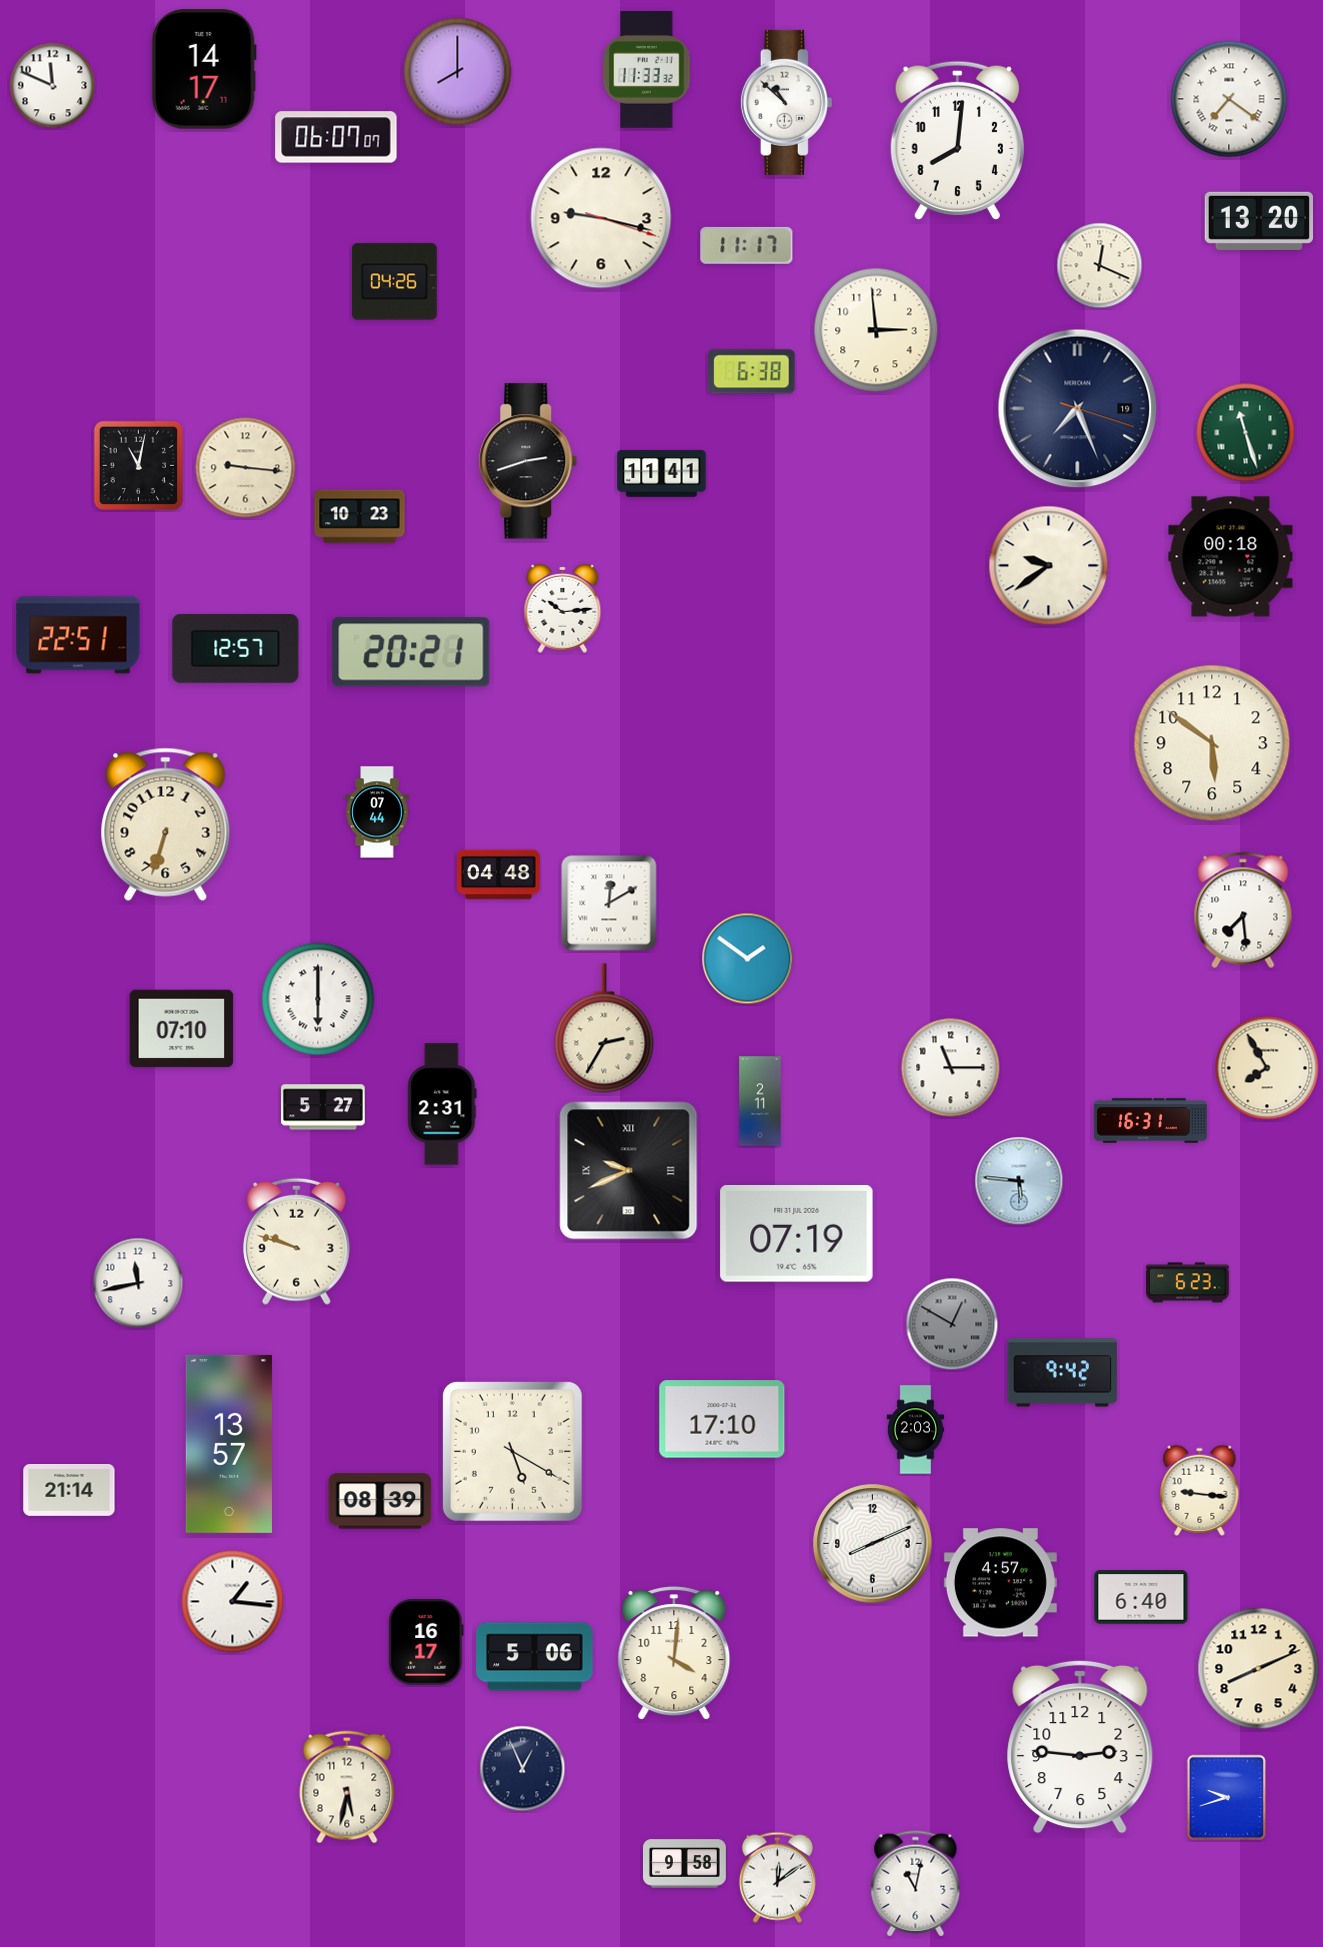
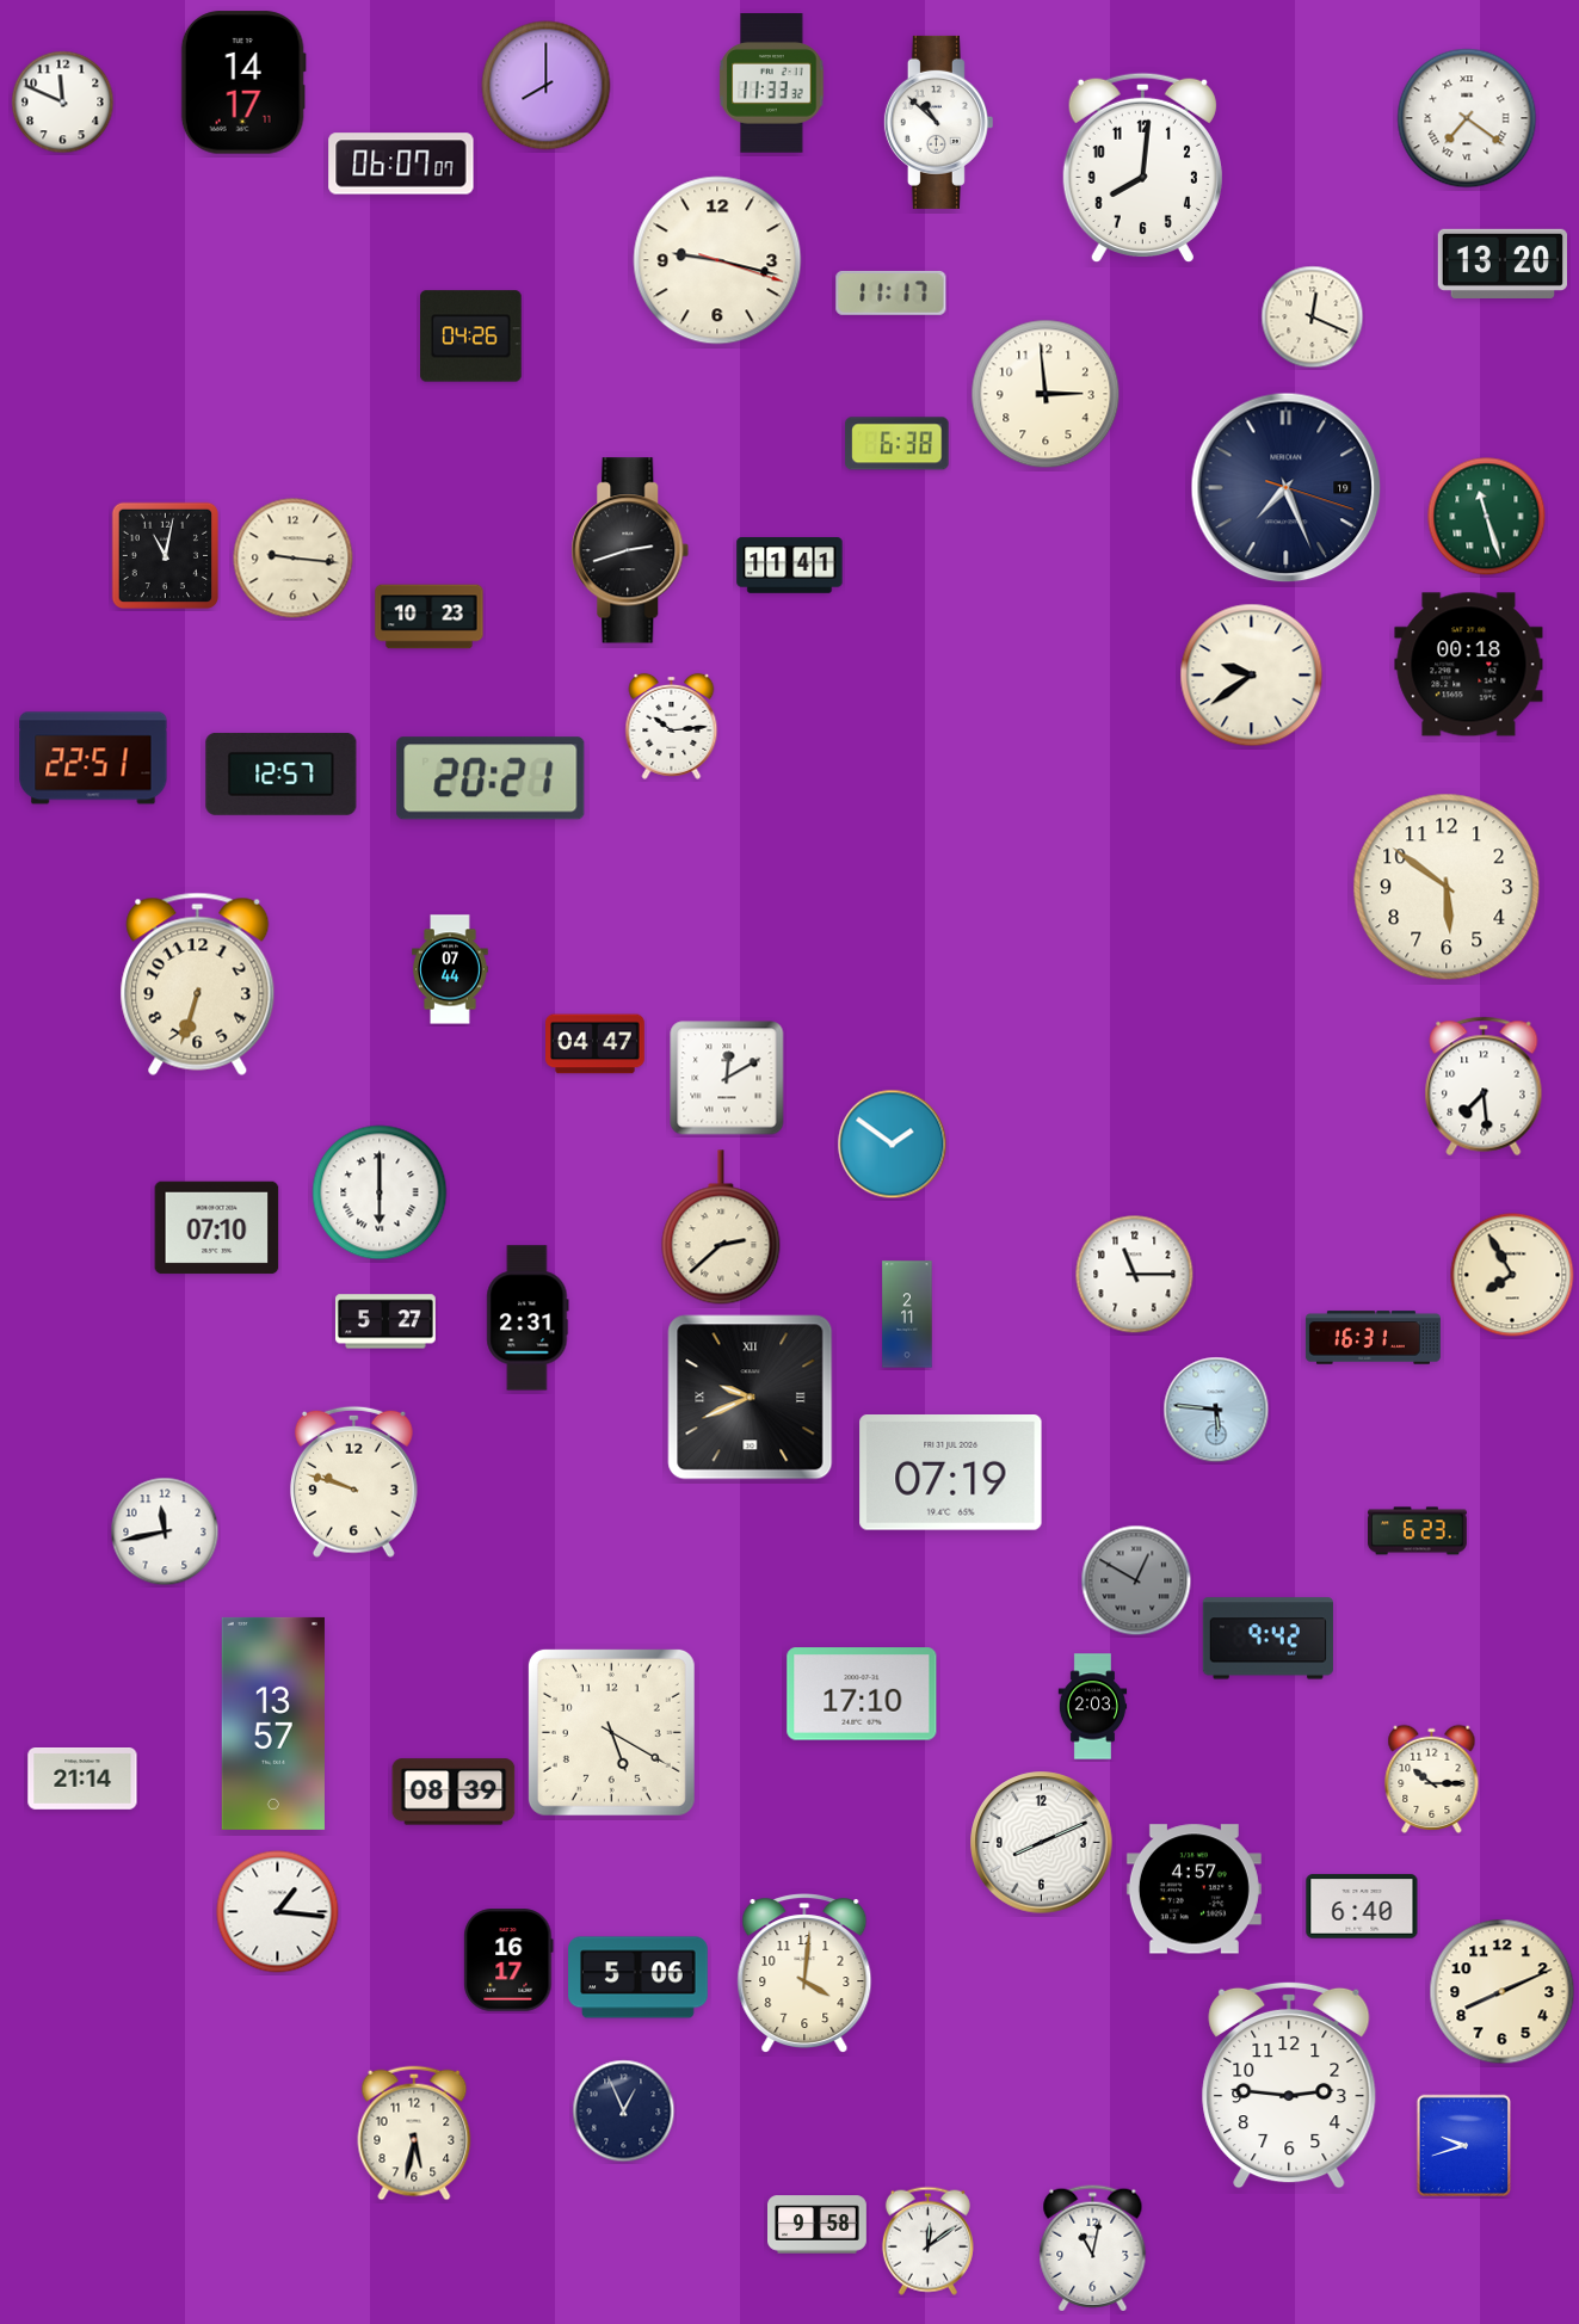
clock at (499, 875): 04:48 -> 04:47
clock at (604, 1028): 2:35 -> 2:38
clock at (1200, 1490): 9:16 -> 10:15
